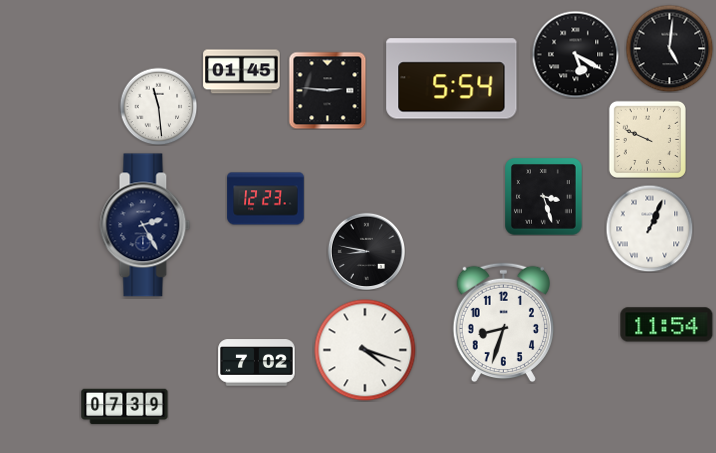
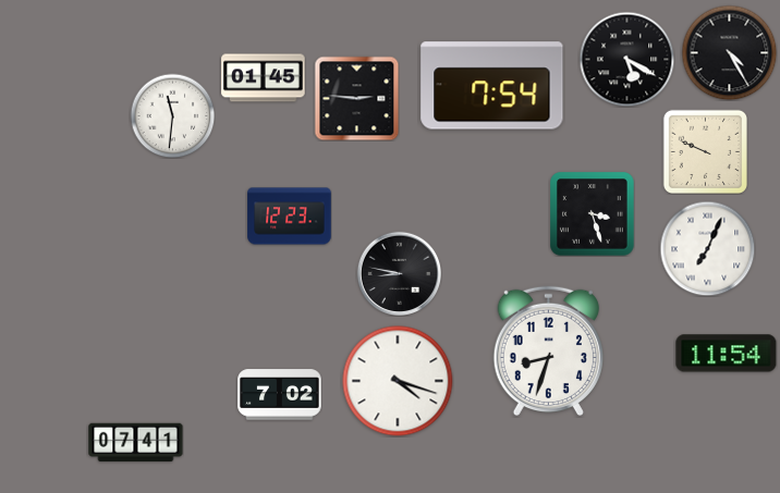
clock at (669, 48): 5:01 -> 4:25
clock at (452, 79): 5:54 -> 7:54
clock at (158, 106): 11:29 -> 11:31
clock at (145, 225): 2:25 -> none
clock at (649, 228): 1:04 -> 7:04
clock at (125, 407): 07:39 -> 07:41
